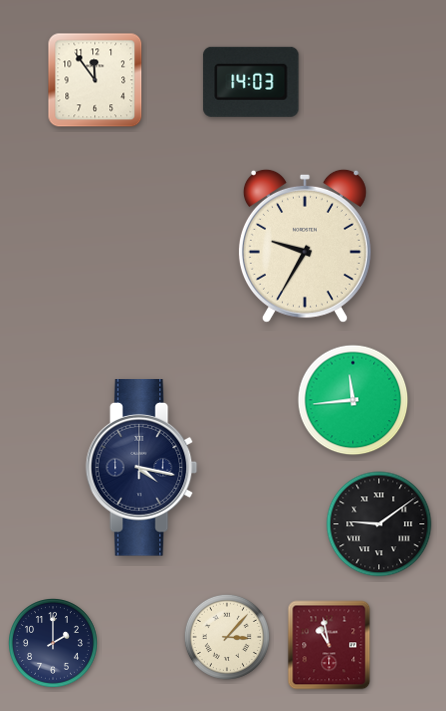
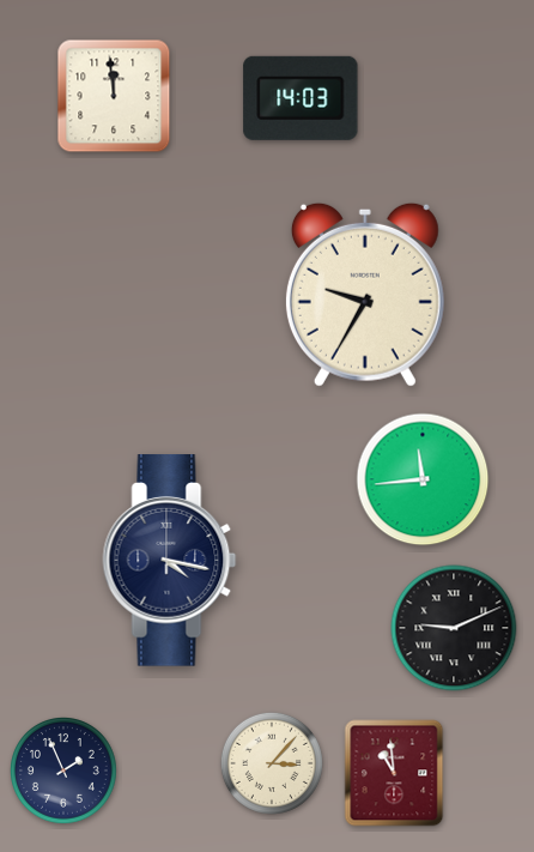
clock at (95, 80): 11:54 -> 11:59
clock at (379, 524): 9:09 -> 9:11
clock at (54, 644): 2:00 -> 1:56
clock at (329, 645): 10:58 -> 10:59
